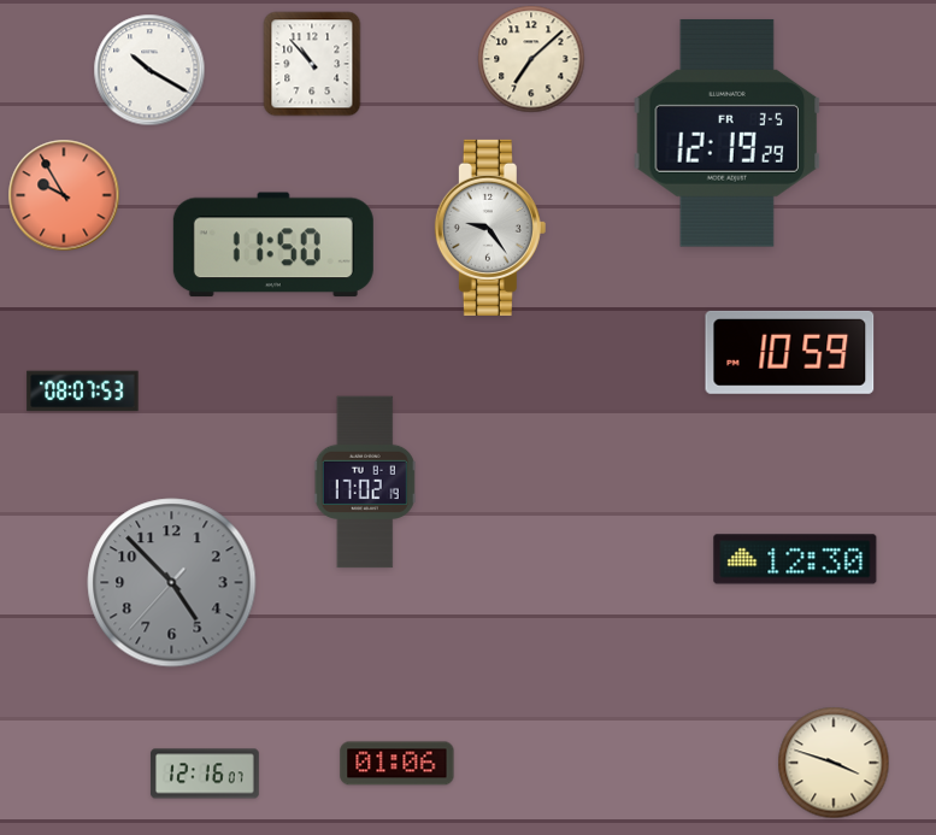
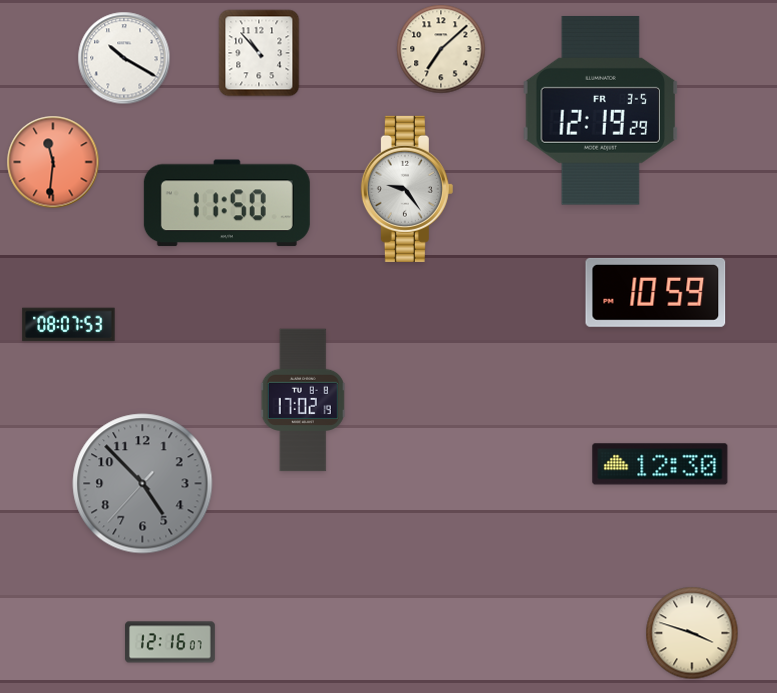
clock at (728, 133) position: (728, 133) -> (601, 110)
clock at (64, 195): 9:55 -> 11:31
clock at (398, 764): 01:06 -> none
